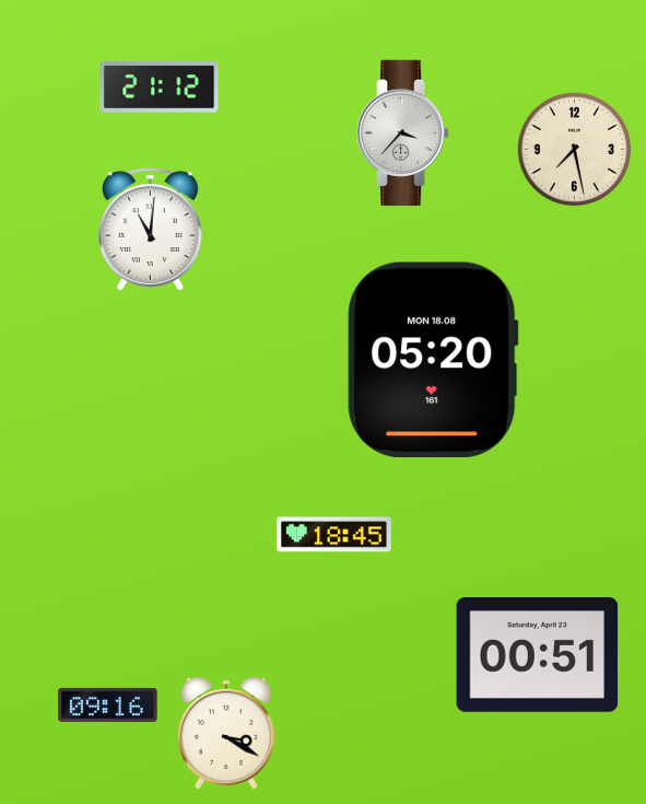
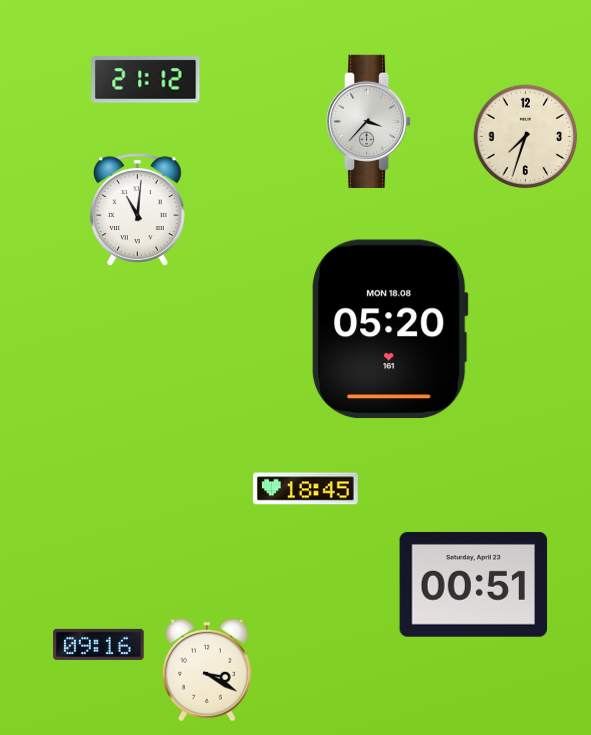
clock at (575, 150): 7:28 -> 7:33
clock at (434, 360) position: (434, 360) -> (391, 329)
clock at (538, 654) position: (538, 654) -> (474, 584)
